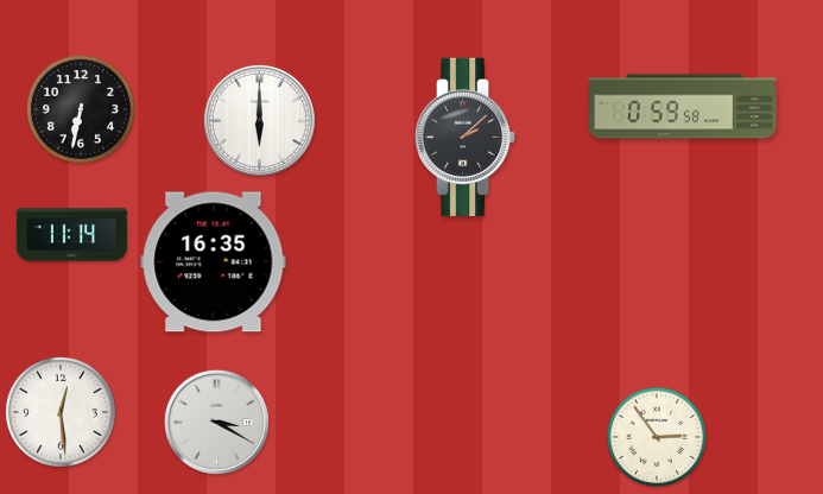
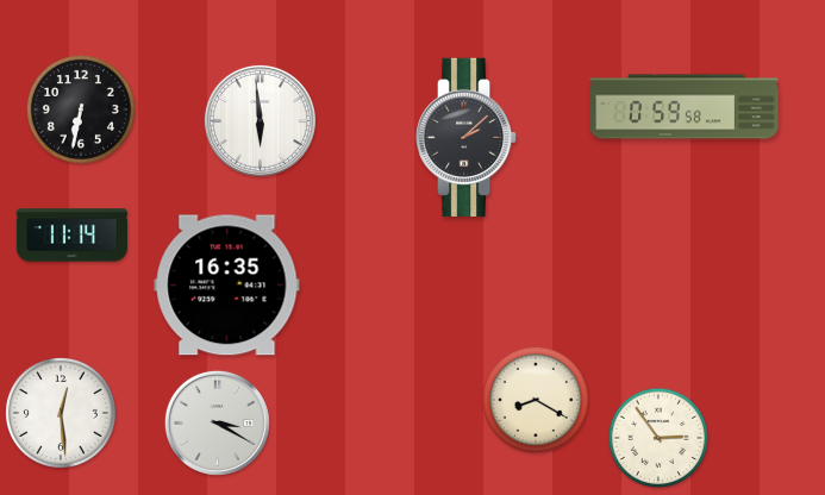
clock at (259, 120): 6:00 -> 5:59
clock at (214, 262) position: (214, 262) -> (227, 286)
clock at (536, 400): none -> 8:20
